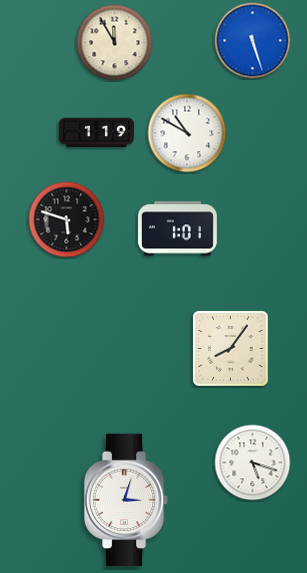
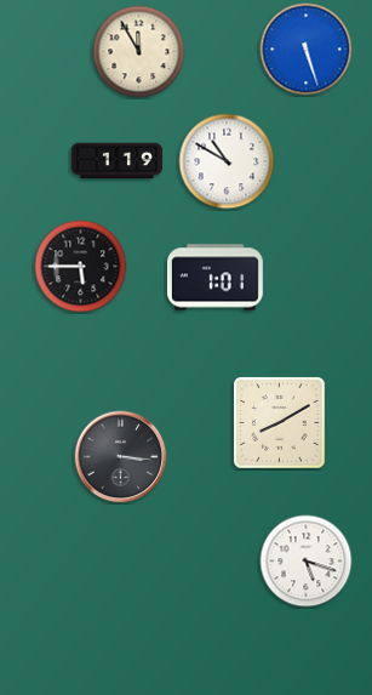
clock at (67, 220): 5:48 -> 5:45
clock at (231, 349): 8:06 -> 8:10
clock at (121, 457): none -> 3:16
clock at (126, 500): 3:03 -> none
